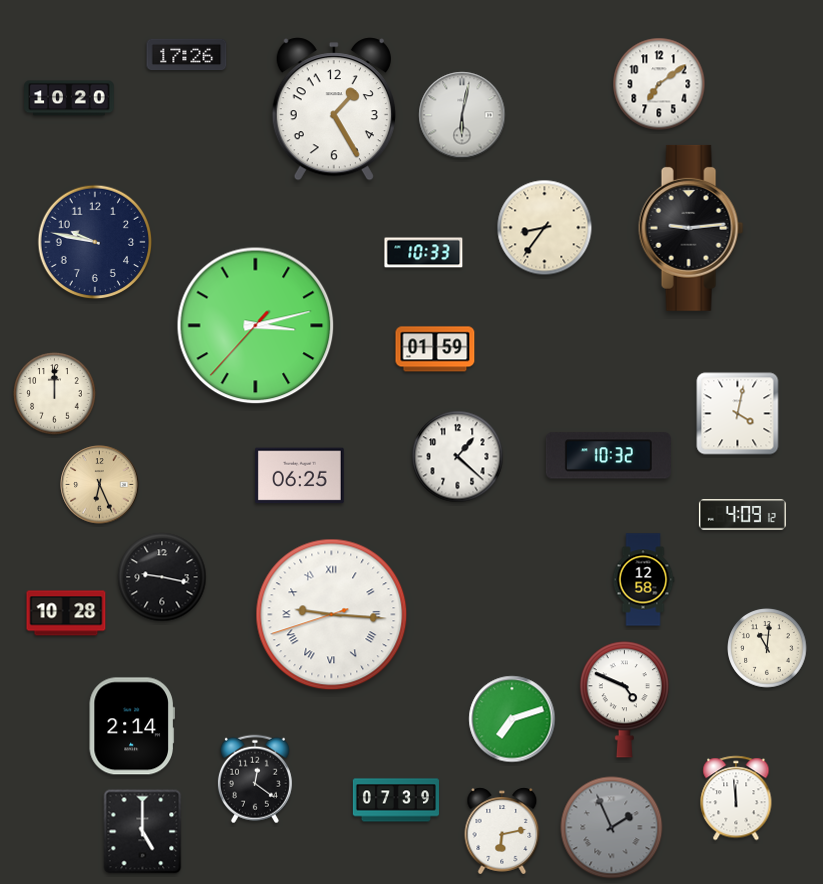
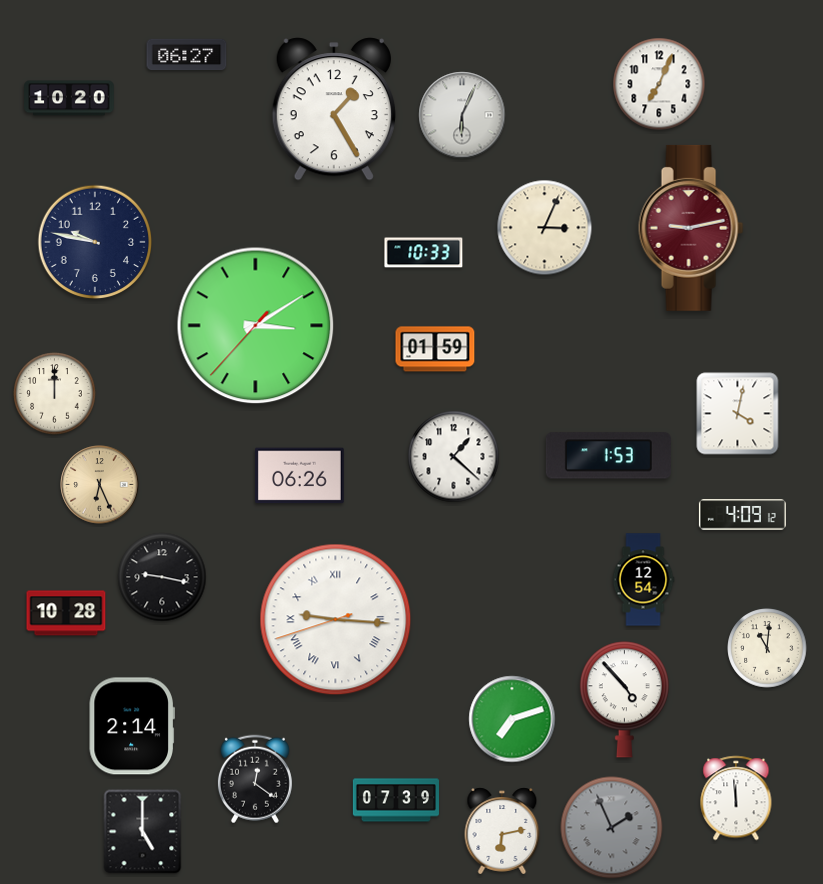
clock at (187, 55): 17:26 -> 06:27
clock at (659, 84): 7:09 -> 7:04
clock at (462, 115): 6:02 -> 6:04
clock at (545, 228): 8:36 -> 3:04
clock at (691, 228): 9:14 -> 9:13
clock at (691, 228) dial: black -> burgundy
clock at (256, 326): 3:12 -> 3:09
clock at (608, 456): 10:32 -> 1:53
clock at (458, 457) position: (458, 457) -> (454, 457)
clock at (300, 476): 06:25 -> 06:26
clock at (643, 580): 12:58 -> 12:54
clock at (332, 615) position: (332, 615) -> (336, 620)
clock at (624, 700): 4:49 -> 4:53
